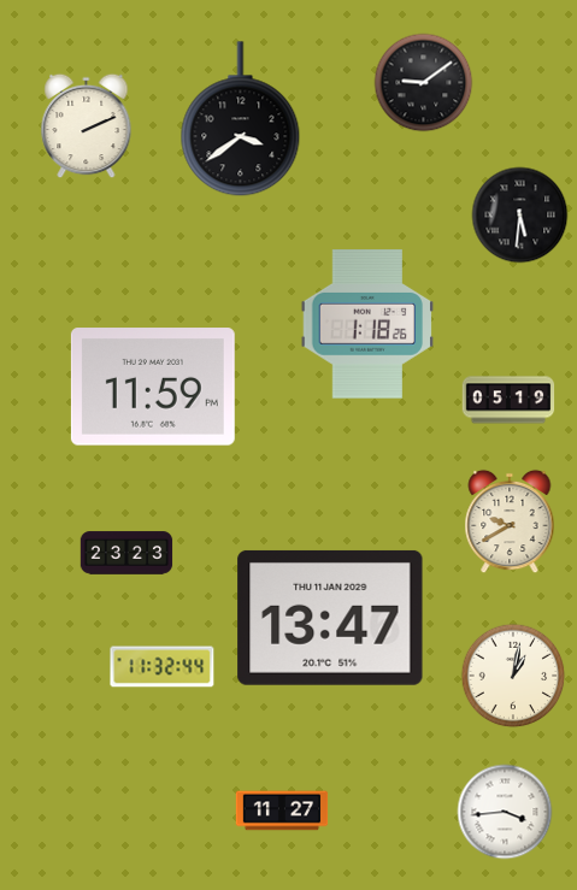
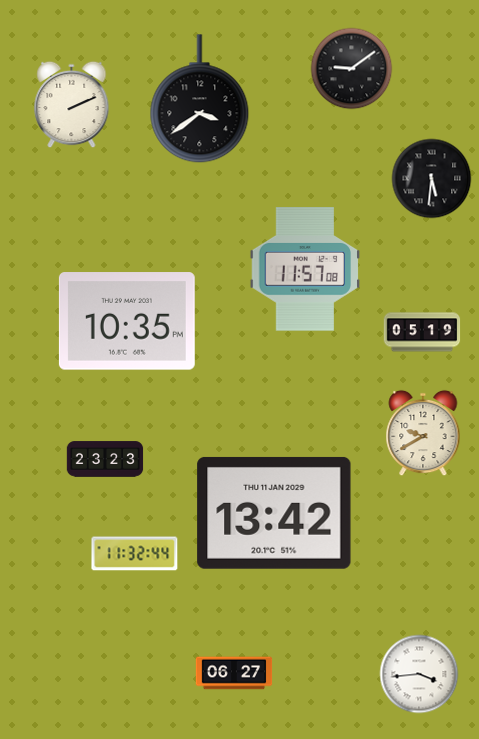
clock at (367, 324): 1:18 -> 11:57
clock at (153, 387): 11:59 -> 10:35
clock at (330, 618): 13:47 -> 13:42
clock at (513, 676): 1:02 -> none
clock at (282, 811): 11:27 -> 06:27
